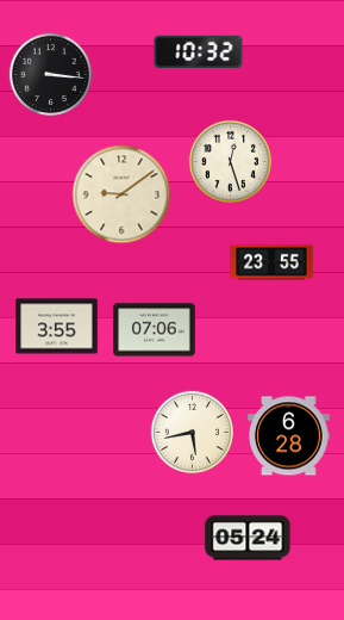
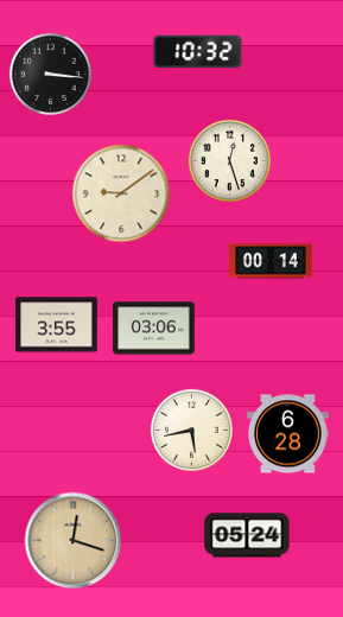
clock at (271, 262): 23:55 -> 00:14
clock at (155, 330): 07:06 -> 03:06
clock at (74, 541): none -> 12:18
